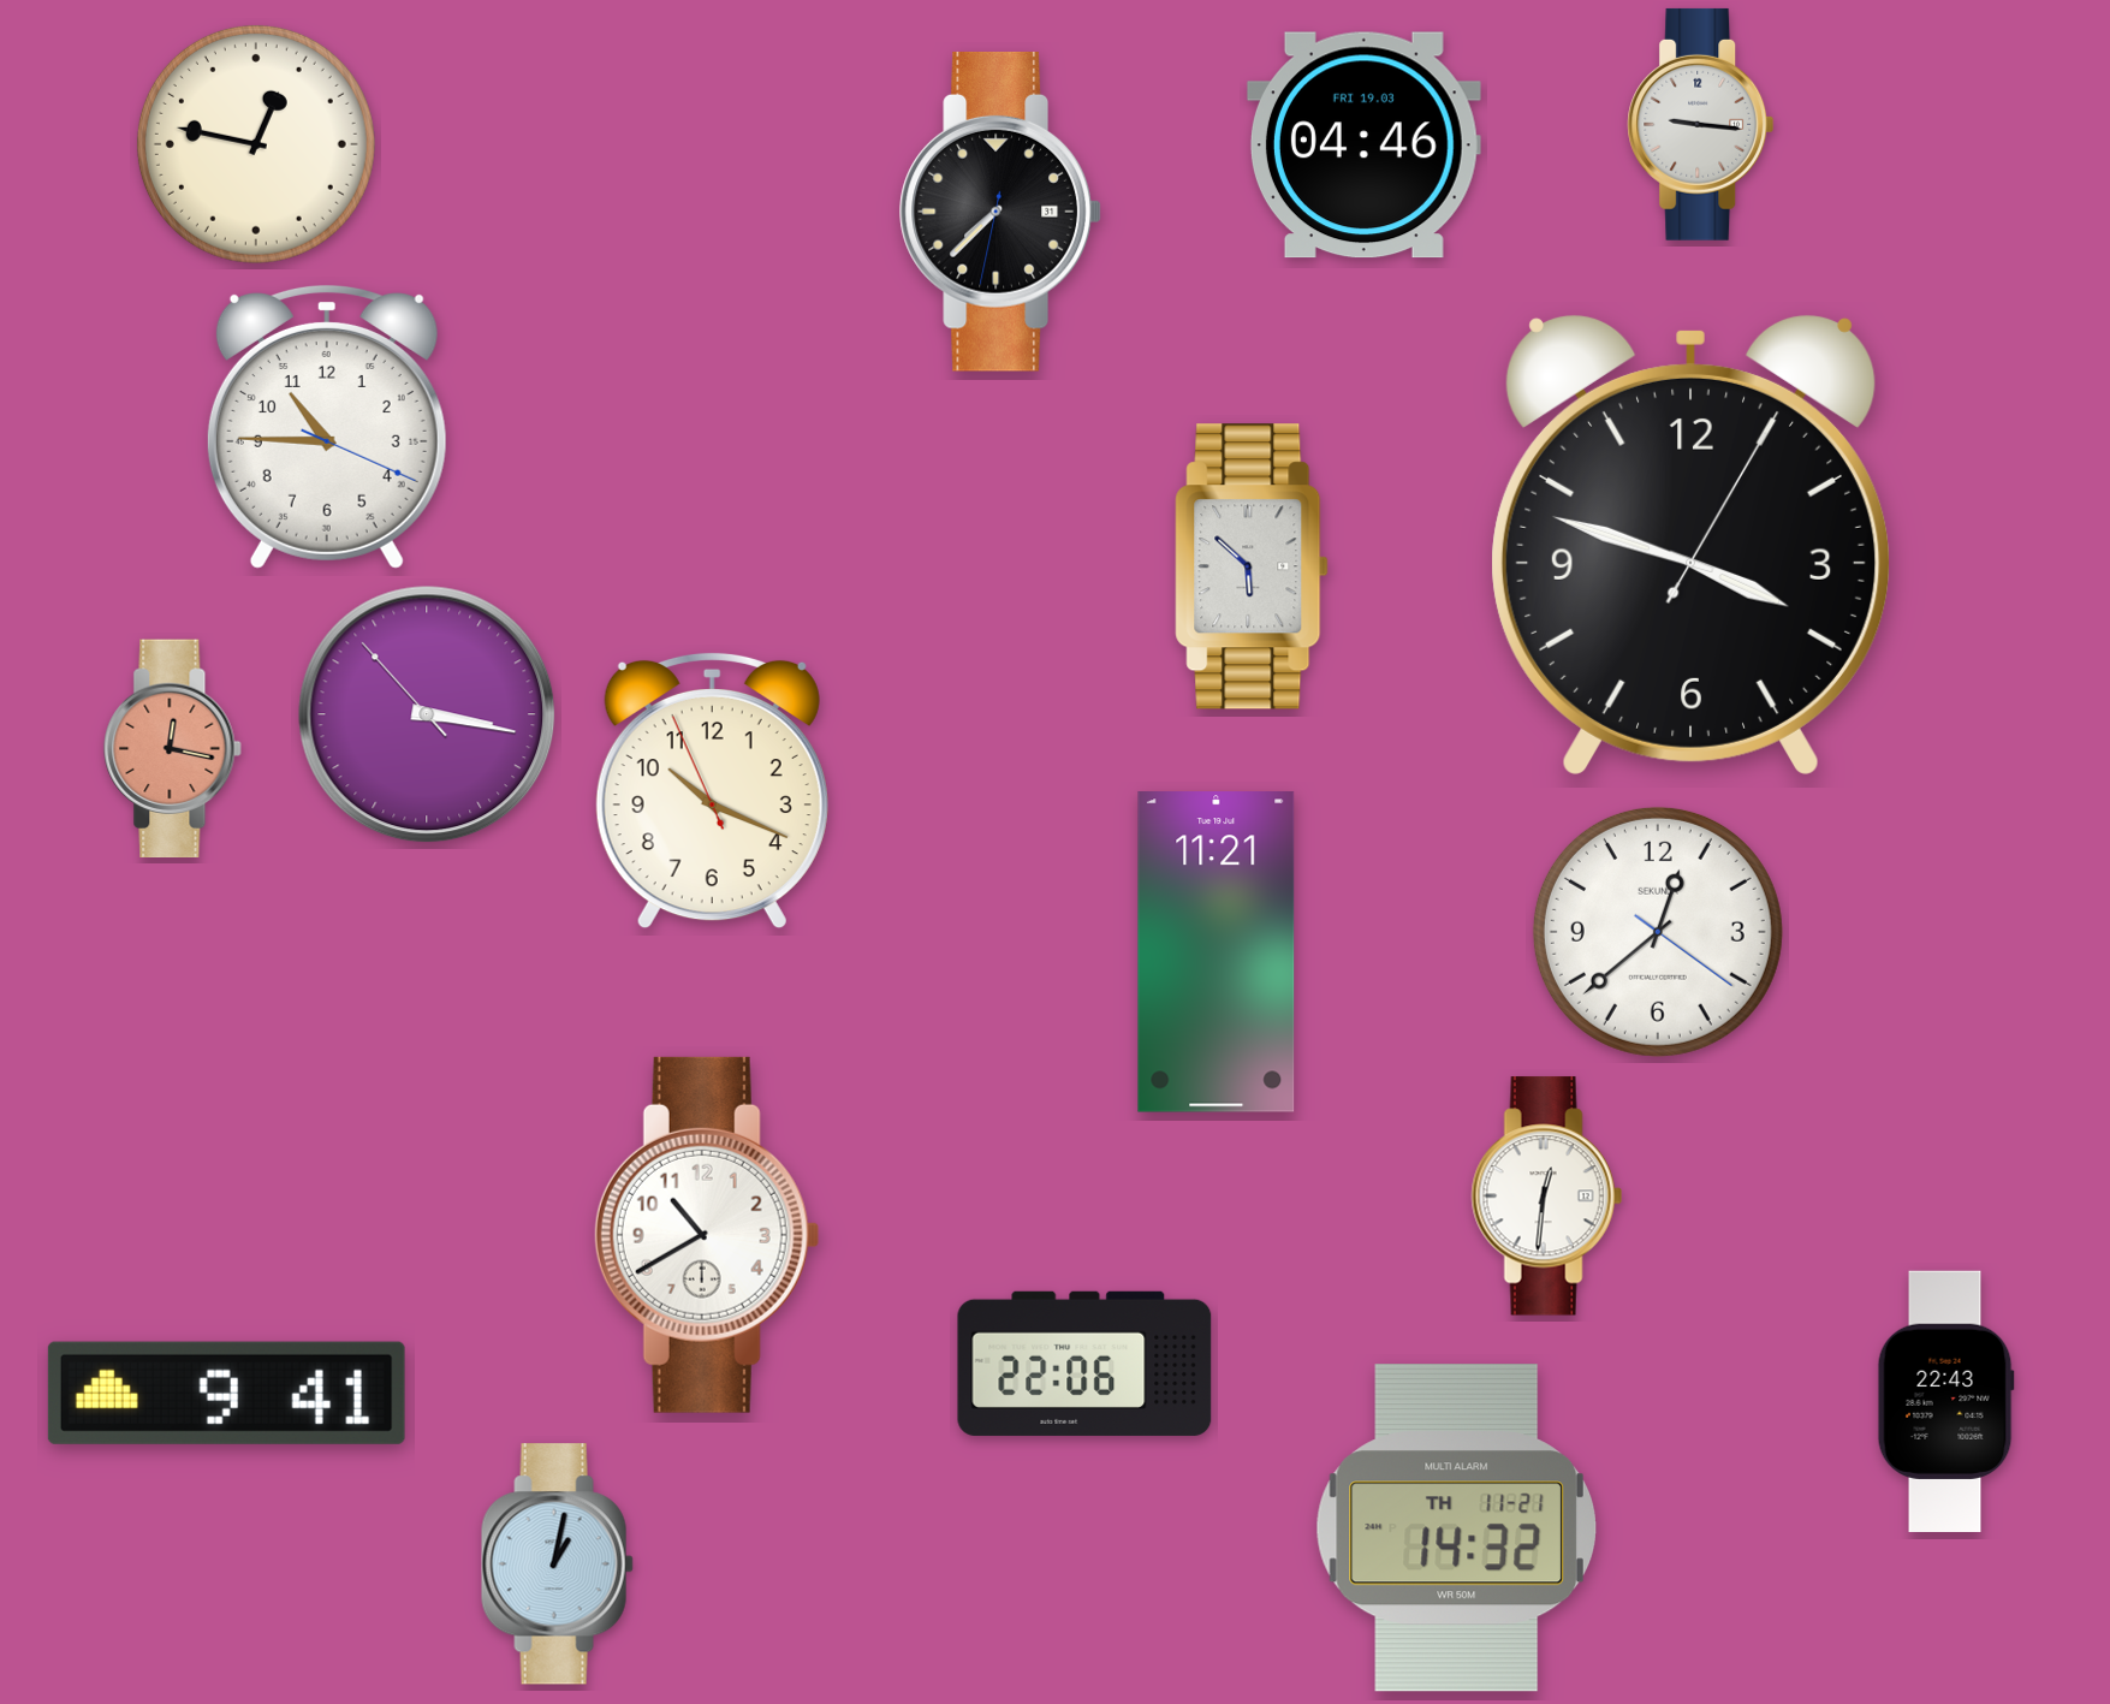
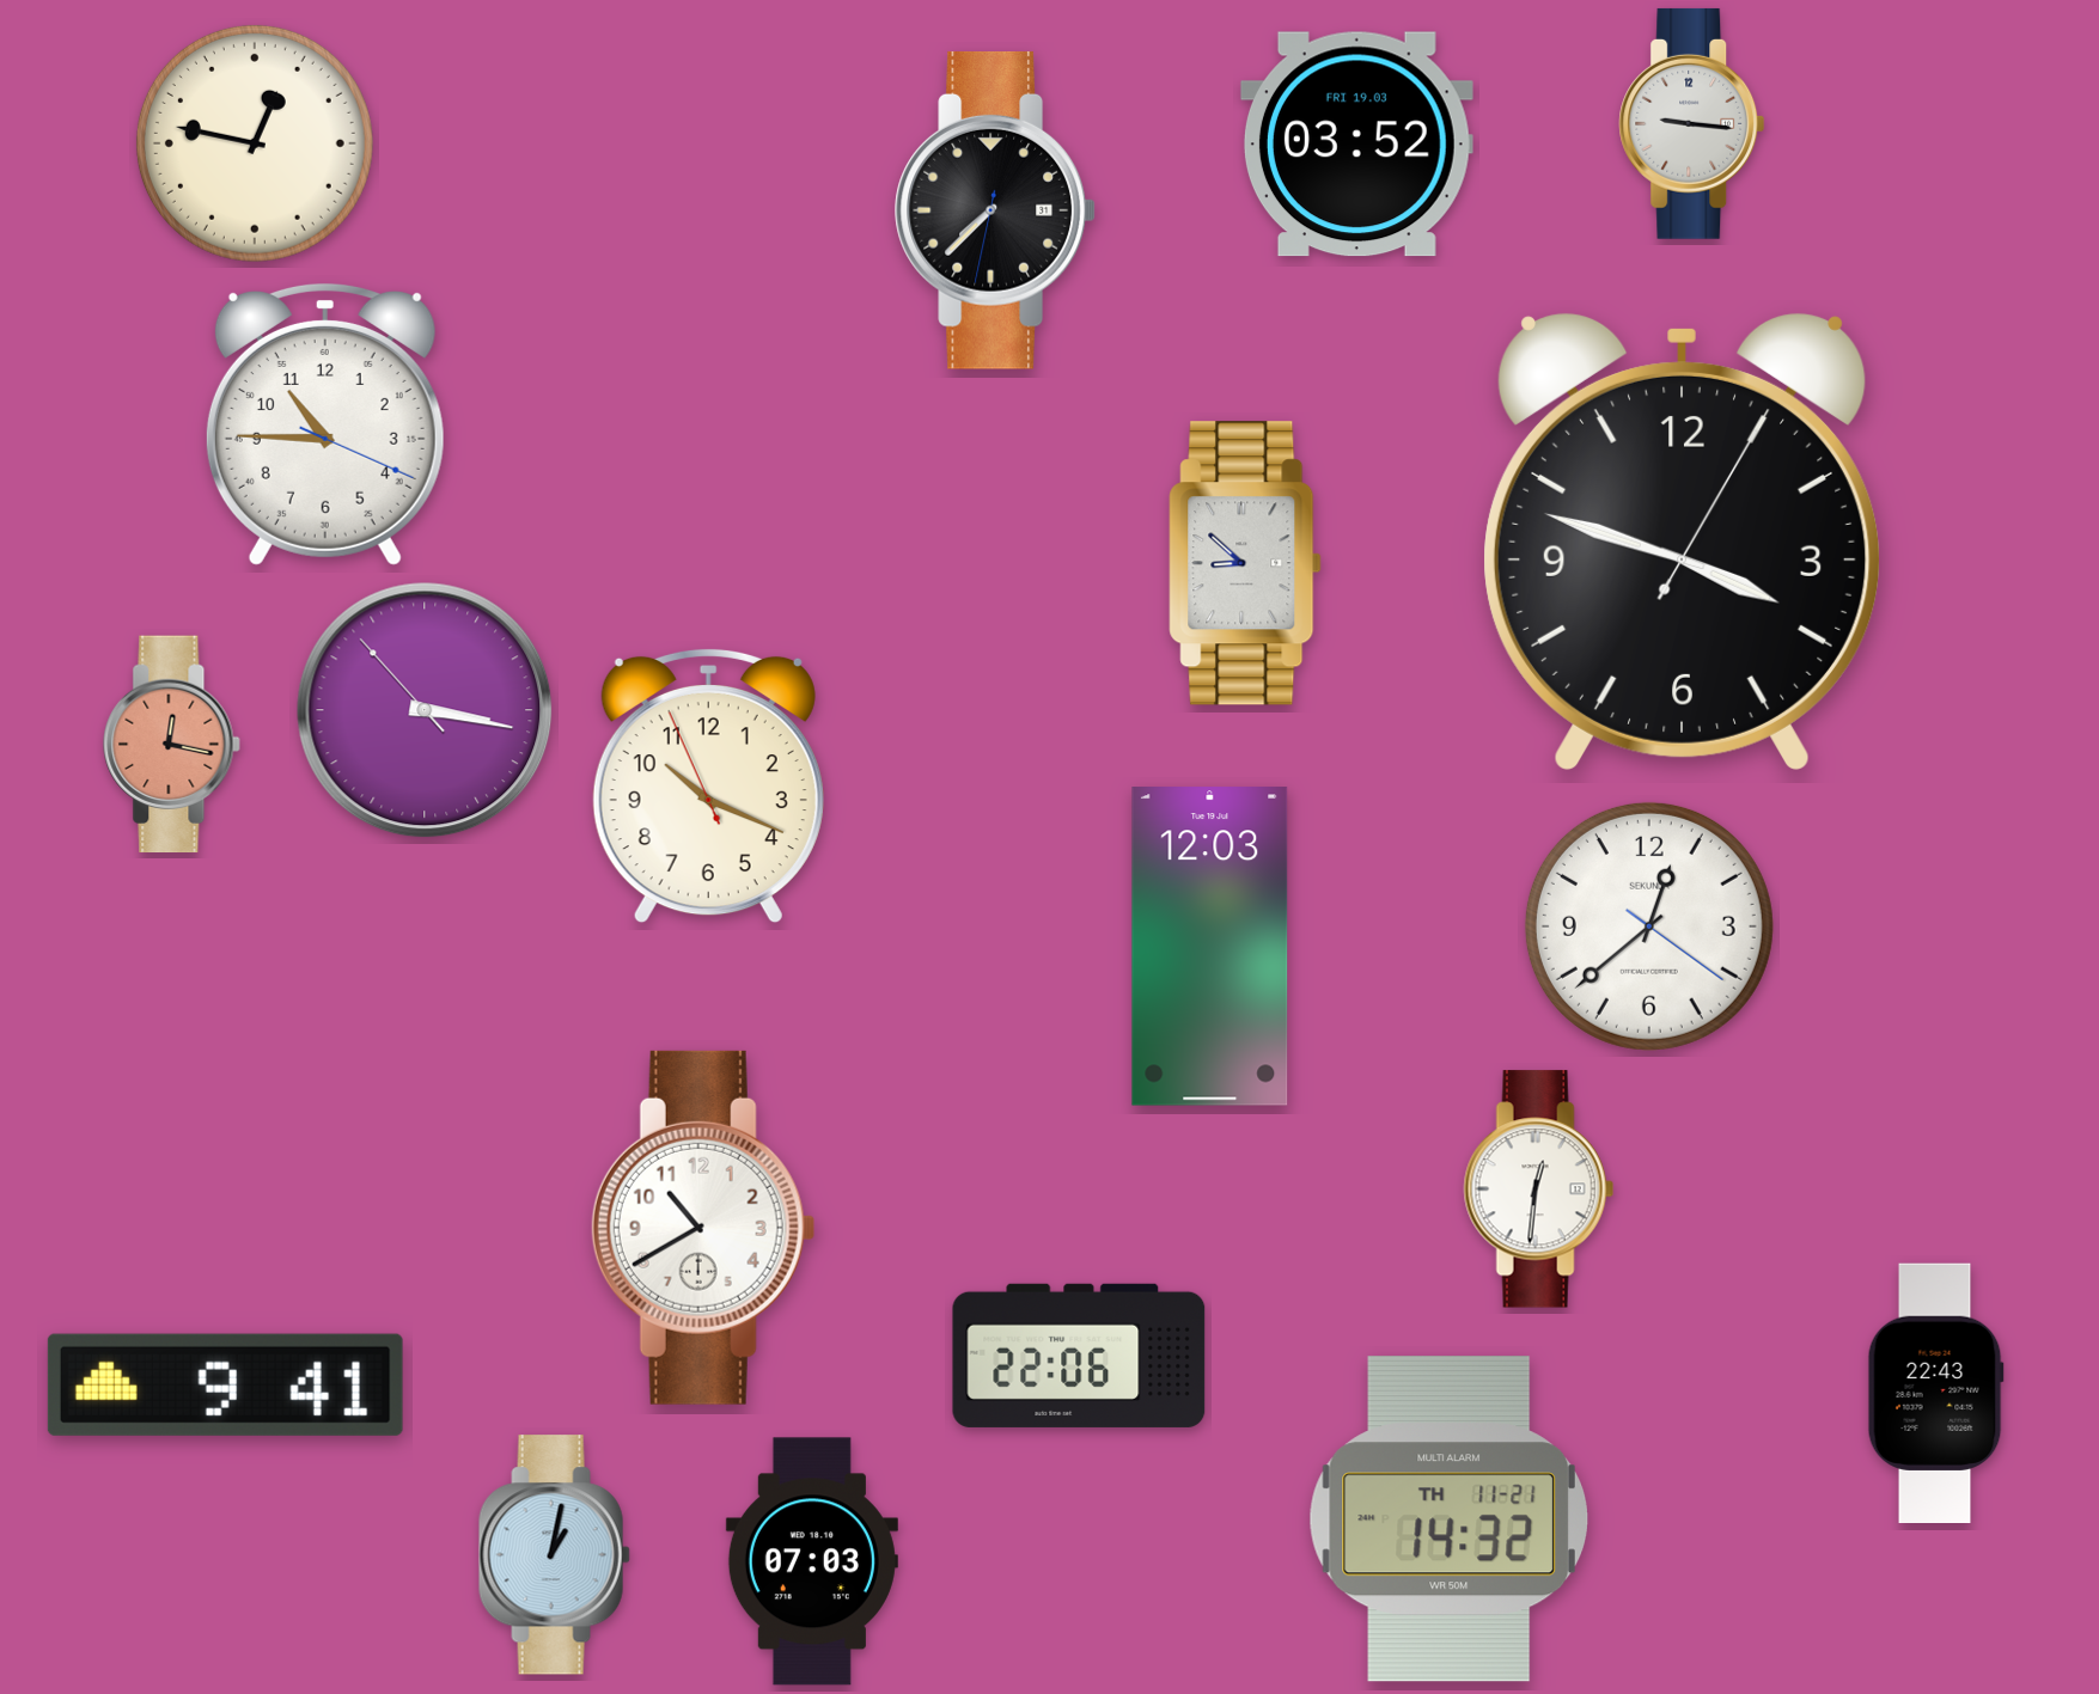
clock at (1363, 146): 04:46 -> 03:52
clock at (1252, 566): 5:52 -> 8:52
clock at (1217, 952): 11:21 -> 12:03
clock at (812, 1561): none -> 07:03
